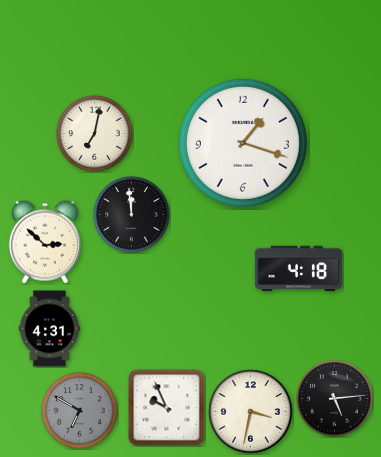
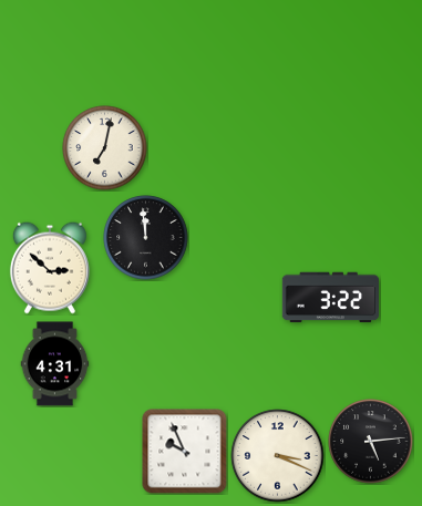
clock at (243, 143): 1:18 -> none
clock at (298, 269): 4:18 -> 3:22
clock at (80, 411): 6:50 -> none
clock at (251, 412): 3:32 -> 3:19
